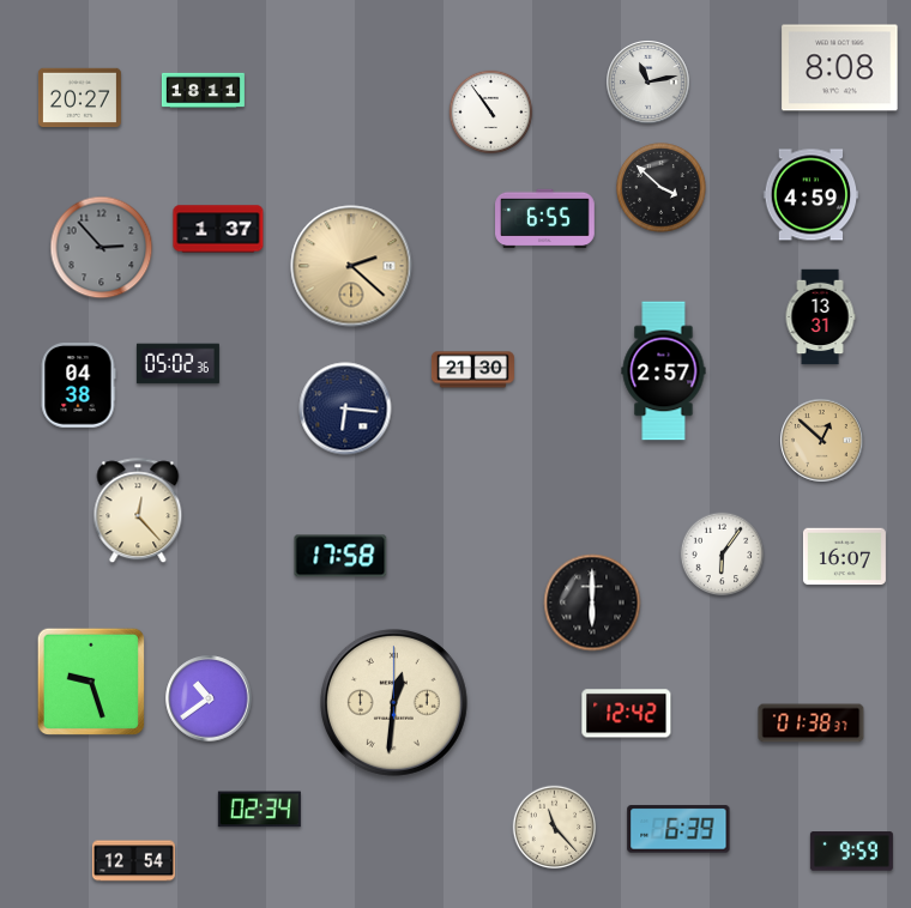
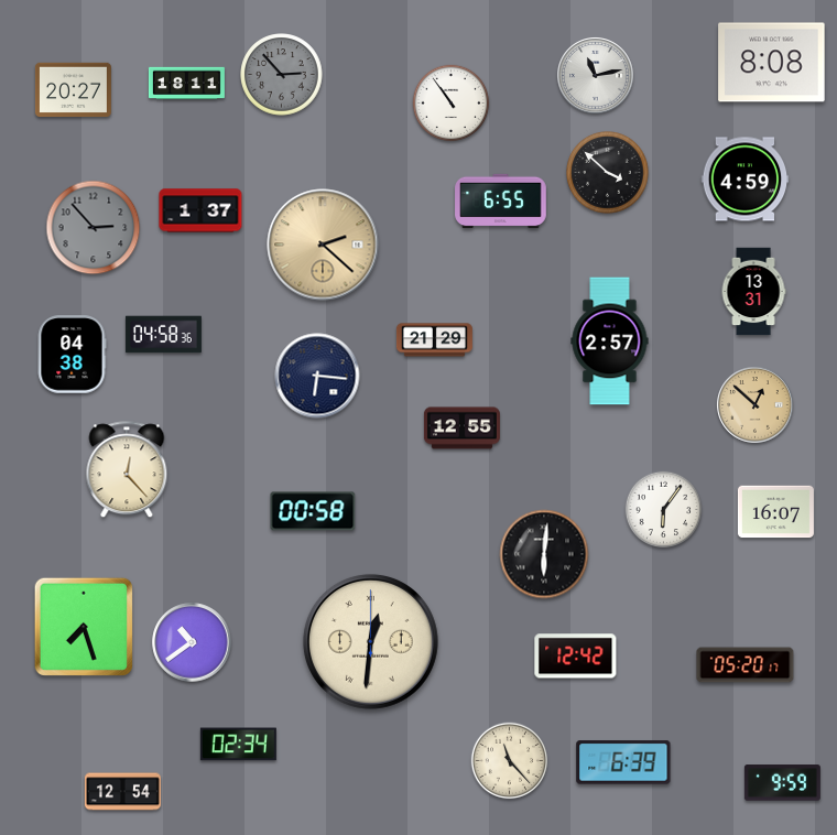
clock at (282, 75): none -> 2:53
clock at (177, 364): 05:02 -> 04:58
clock at (472, 370): 21:30 -> 21:29
clock at (461, 429): none -> 12:55
clock at (340, 556): 17:58 -> 00:58
clock at (592, 603): 6:00 -> 6:01
clock at (90, 680): 9:27 -> 7:27
clock at (393, 702) position: (393, 702) -> (370, 641)
clock at (812, 724): 01:38 -> 05:20
